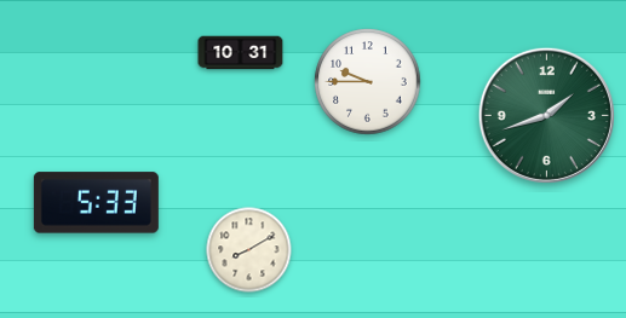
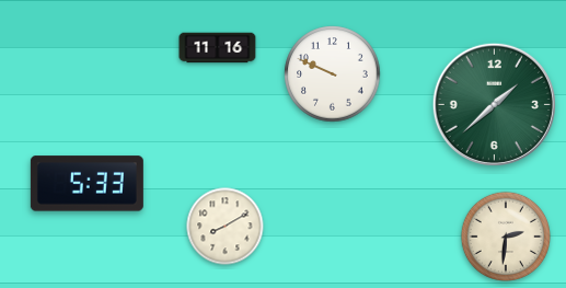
clock at (241, 53): 10:31 -> 11:16
clock at (368, 82): 9:45 -> 9:49
clock at (546, 115): 1:42 -> 1:38
clock at (505, 235): none -> 2:31
